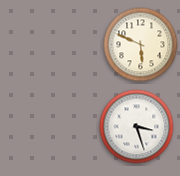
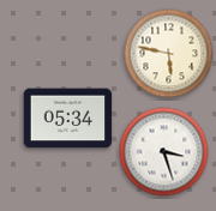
clock at (141, 45): 5:49 -> 5:47
clock at (68, 119): none -> 05:34
